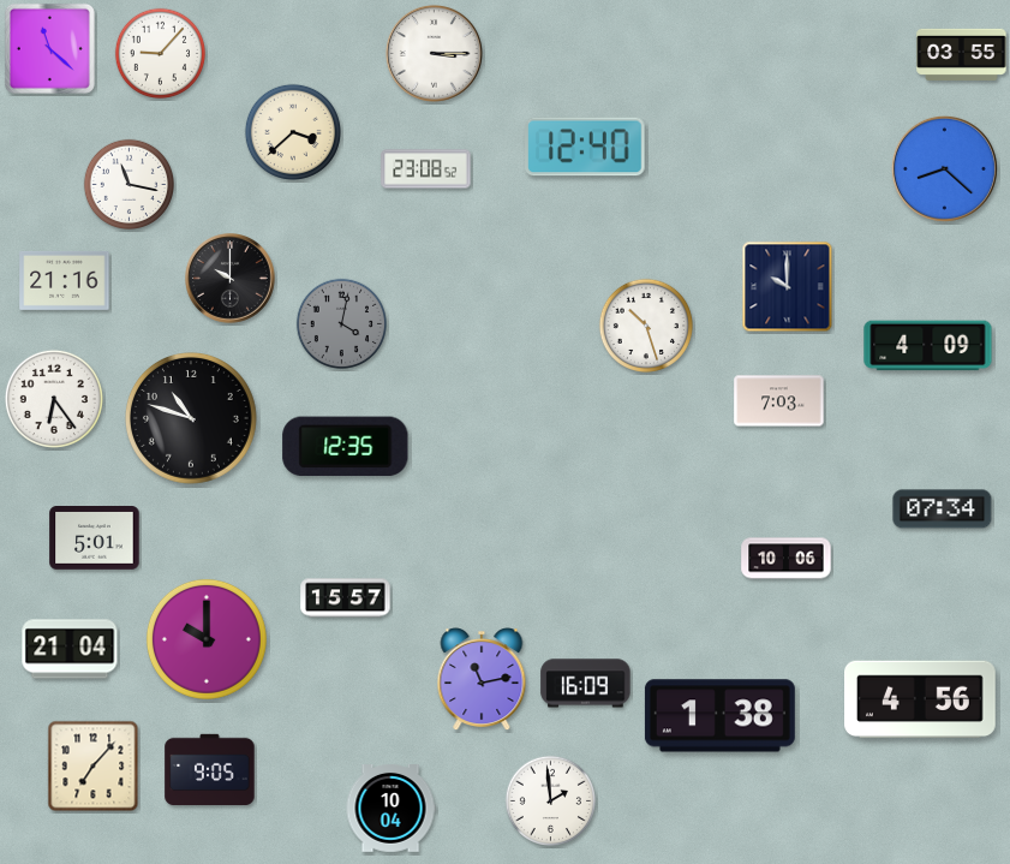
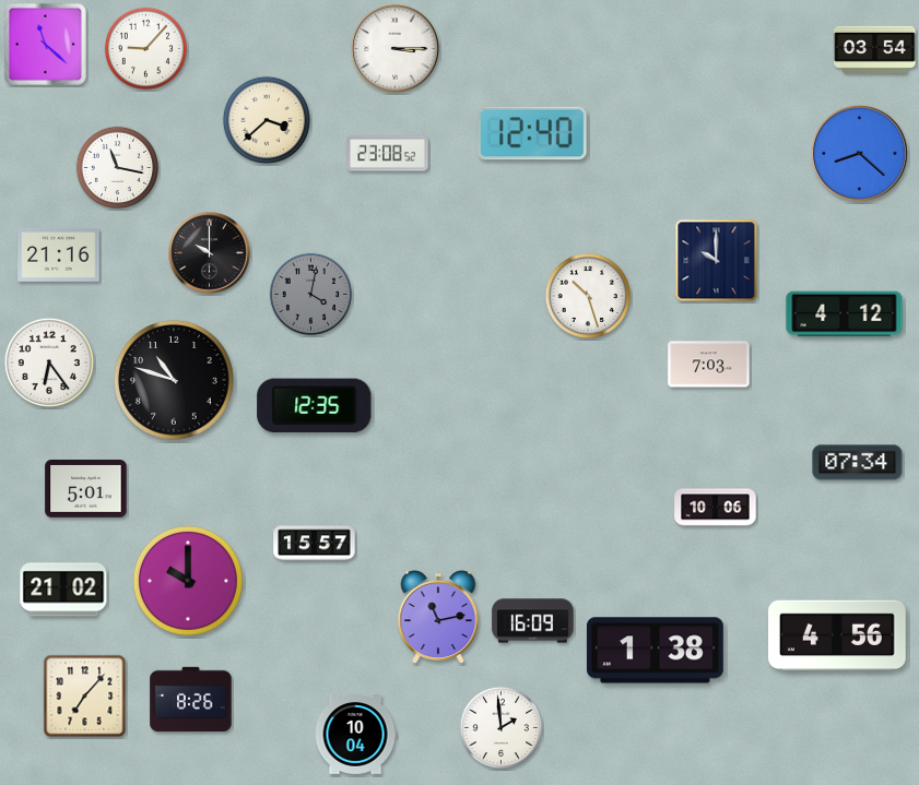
clock at (962, 54): 03:55 -> 03:54
clock at (928, 346): 4:09 -> 4:12
clock at (70, 649): 21:04 -> 21:02
clock at (210, 770): 9:05 -> 8:26
